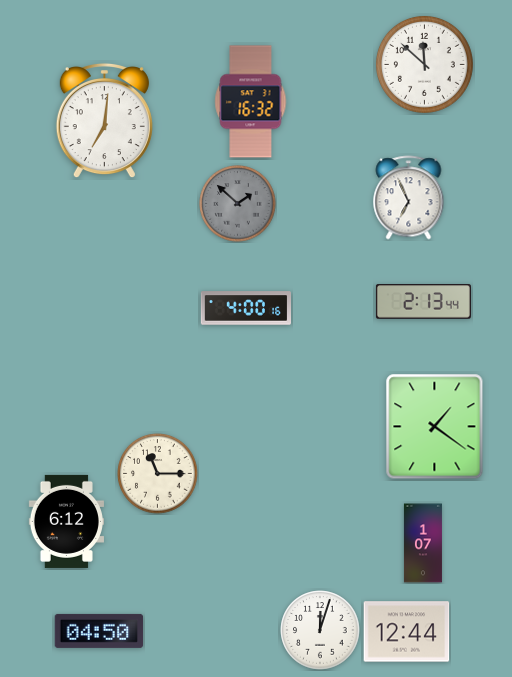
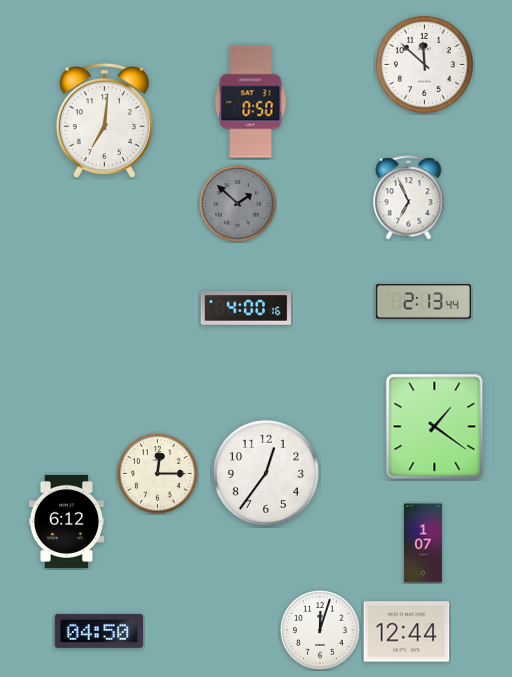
clock at (251, 102): 16:32 -> 0:50
clock at (266, 473): none -> 12:36
clock at (158, 474): 11:15 -> 12:15
